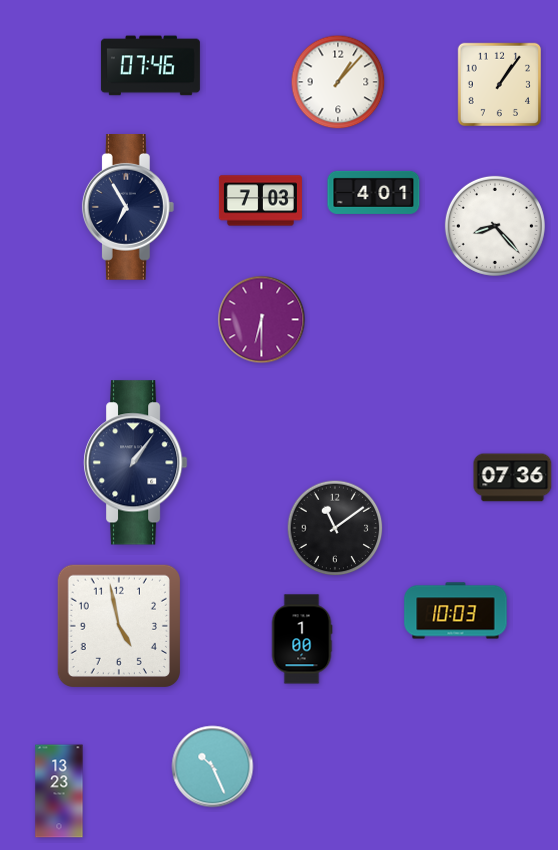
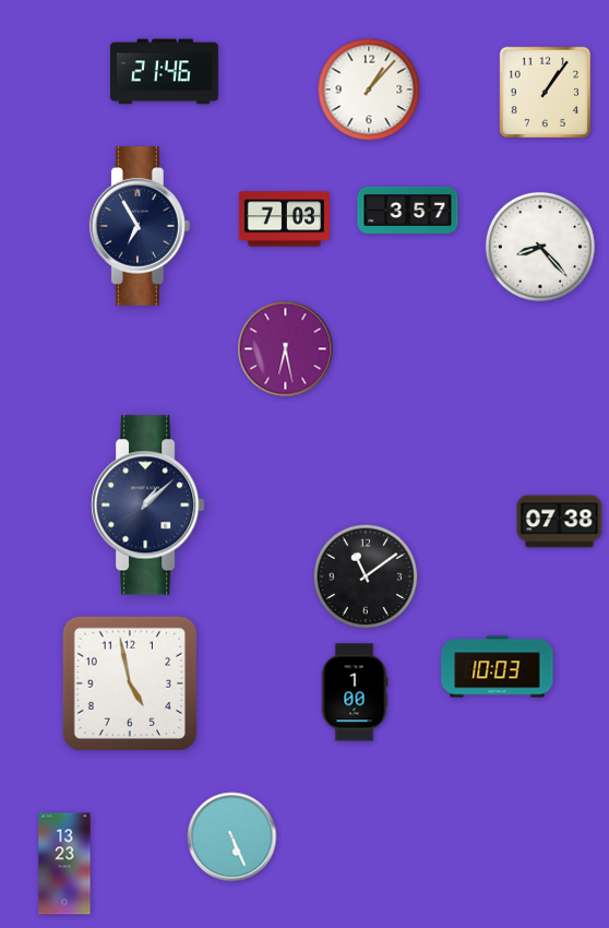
clock at (150, 66): 07:46 -> 21:46
clock at (374, 192): 4:01 -> 3:57
clock at (262, 320): 6:30 -> 6:28
clock at (136, 463): 1:06 -> 1:08
clock at (513, 478): 07:36 -> 07:38
clock at (302, 639) position: (302, 639) -> (355, 692)
clock at (213, 767): 10:26 -> 5:26
